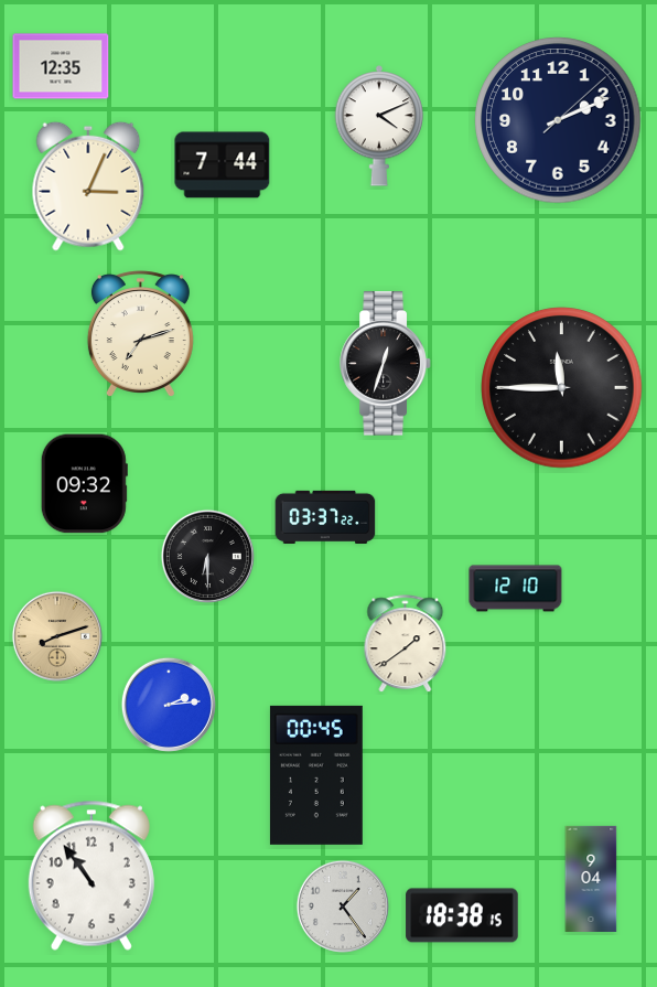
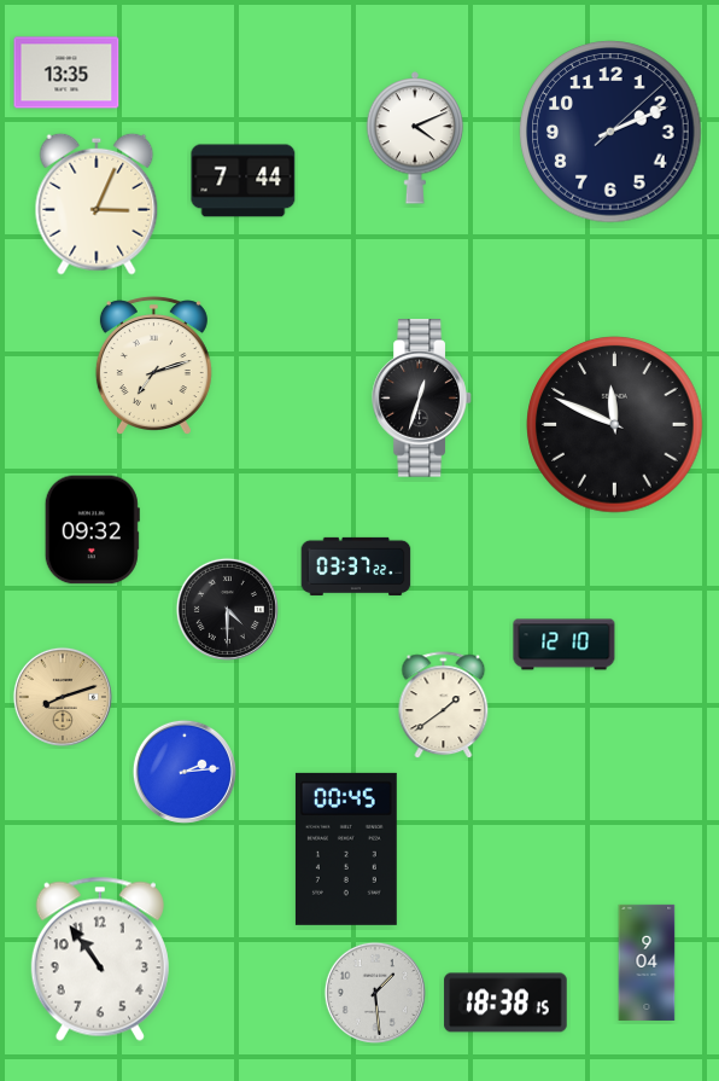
clock at (61, 66): 12:35 -> 13:35
clock at (562, 388): 11:45 -> 11:49
clock at (207, 556): 6:30 -> 4:30
clock at (343, 906): 1:24 -> 1:29
